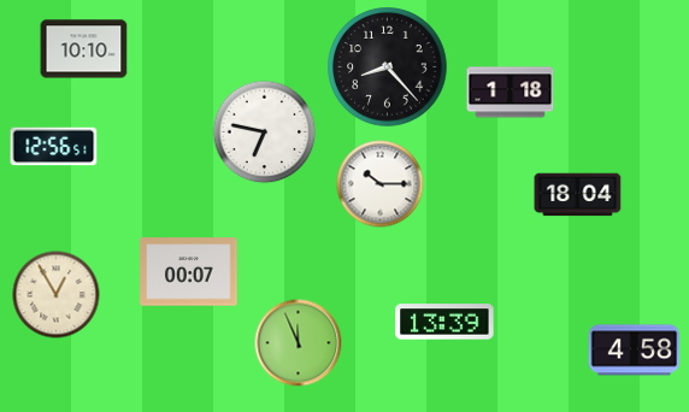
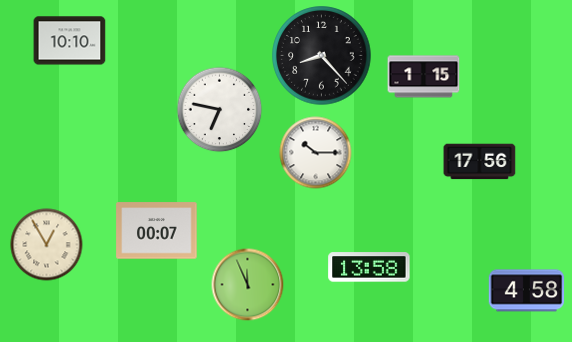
clock at (511, 93): 1:18 -> 1:15
clock at (54, 147): 12:56 -> none
clock at (578, 195): 18:04 -> 17:56
clock at (189, 272) position: (189, 272) -> (157, 231)
clock at (444, 322): 13:39 -> 13:58
